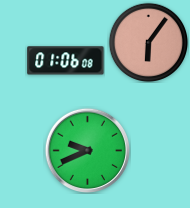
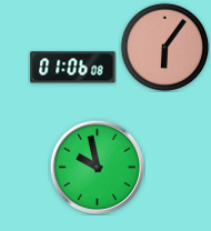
clock at (87, 150): 9:41 -> 9:58
